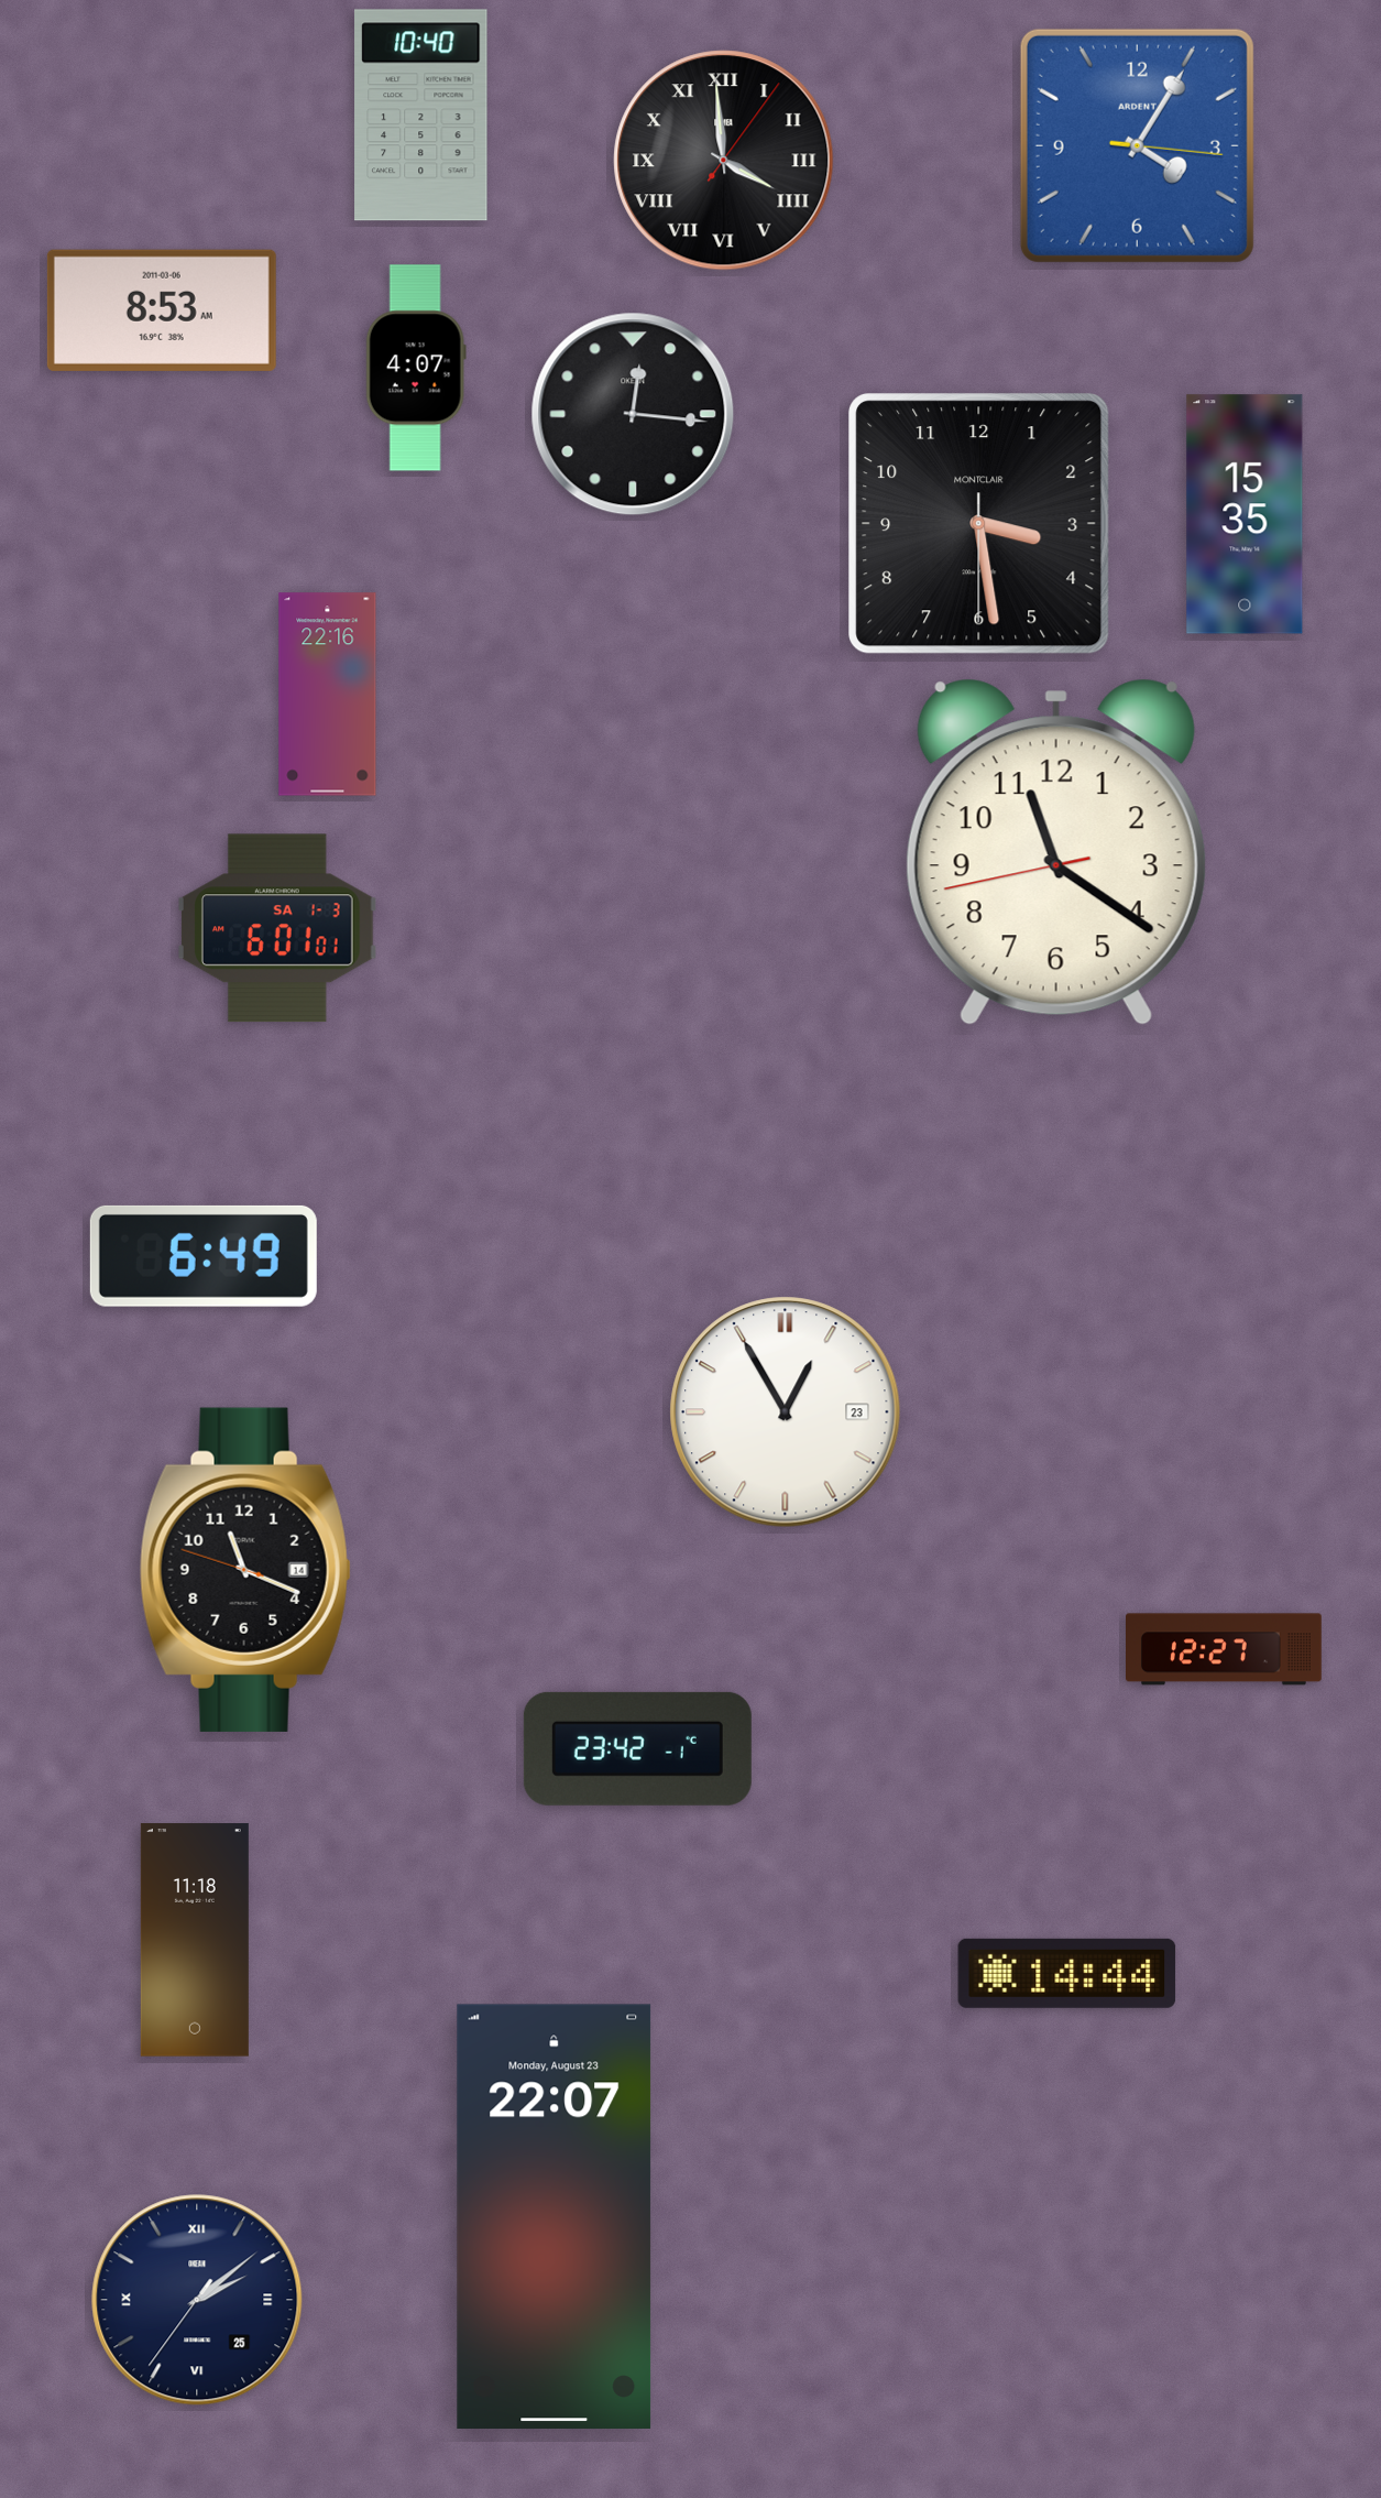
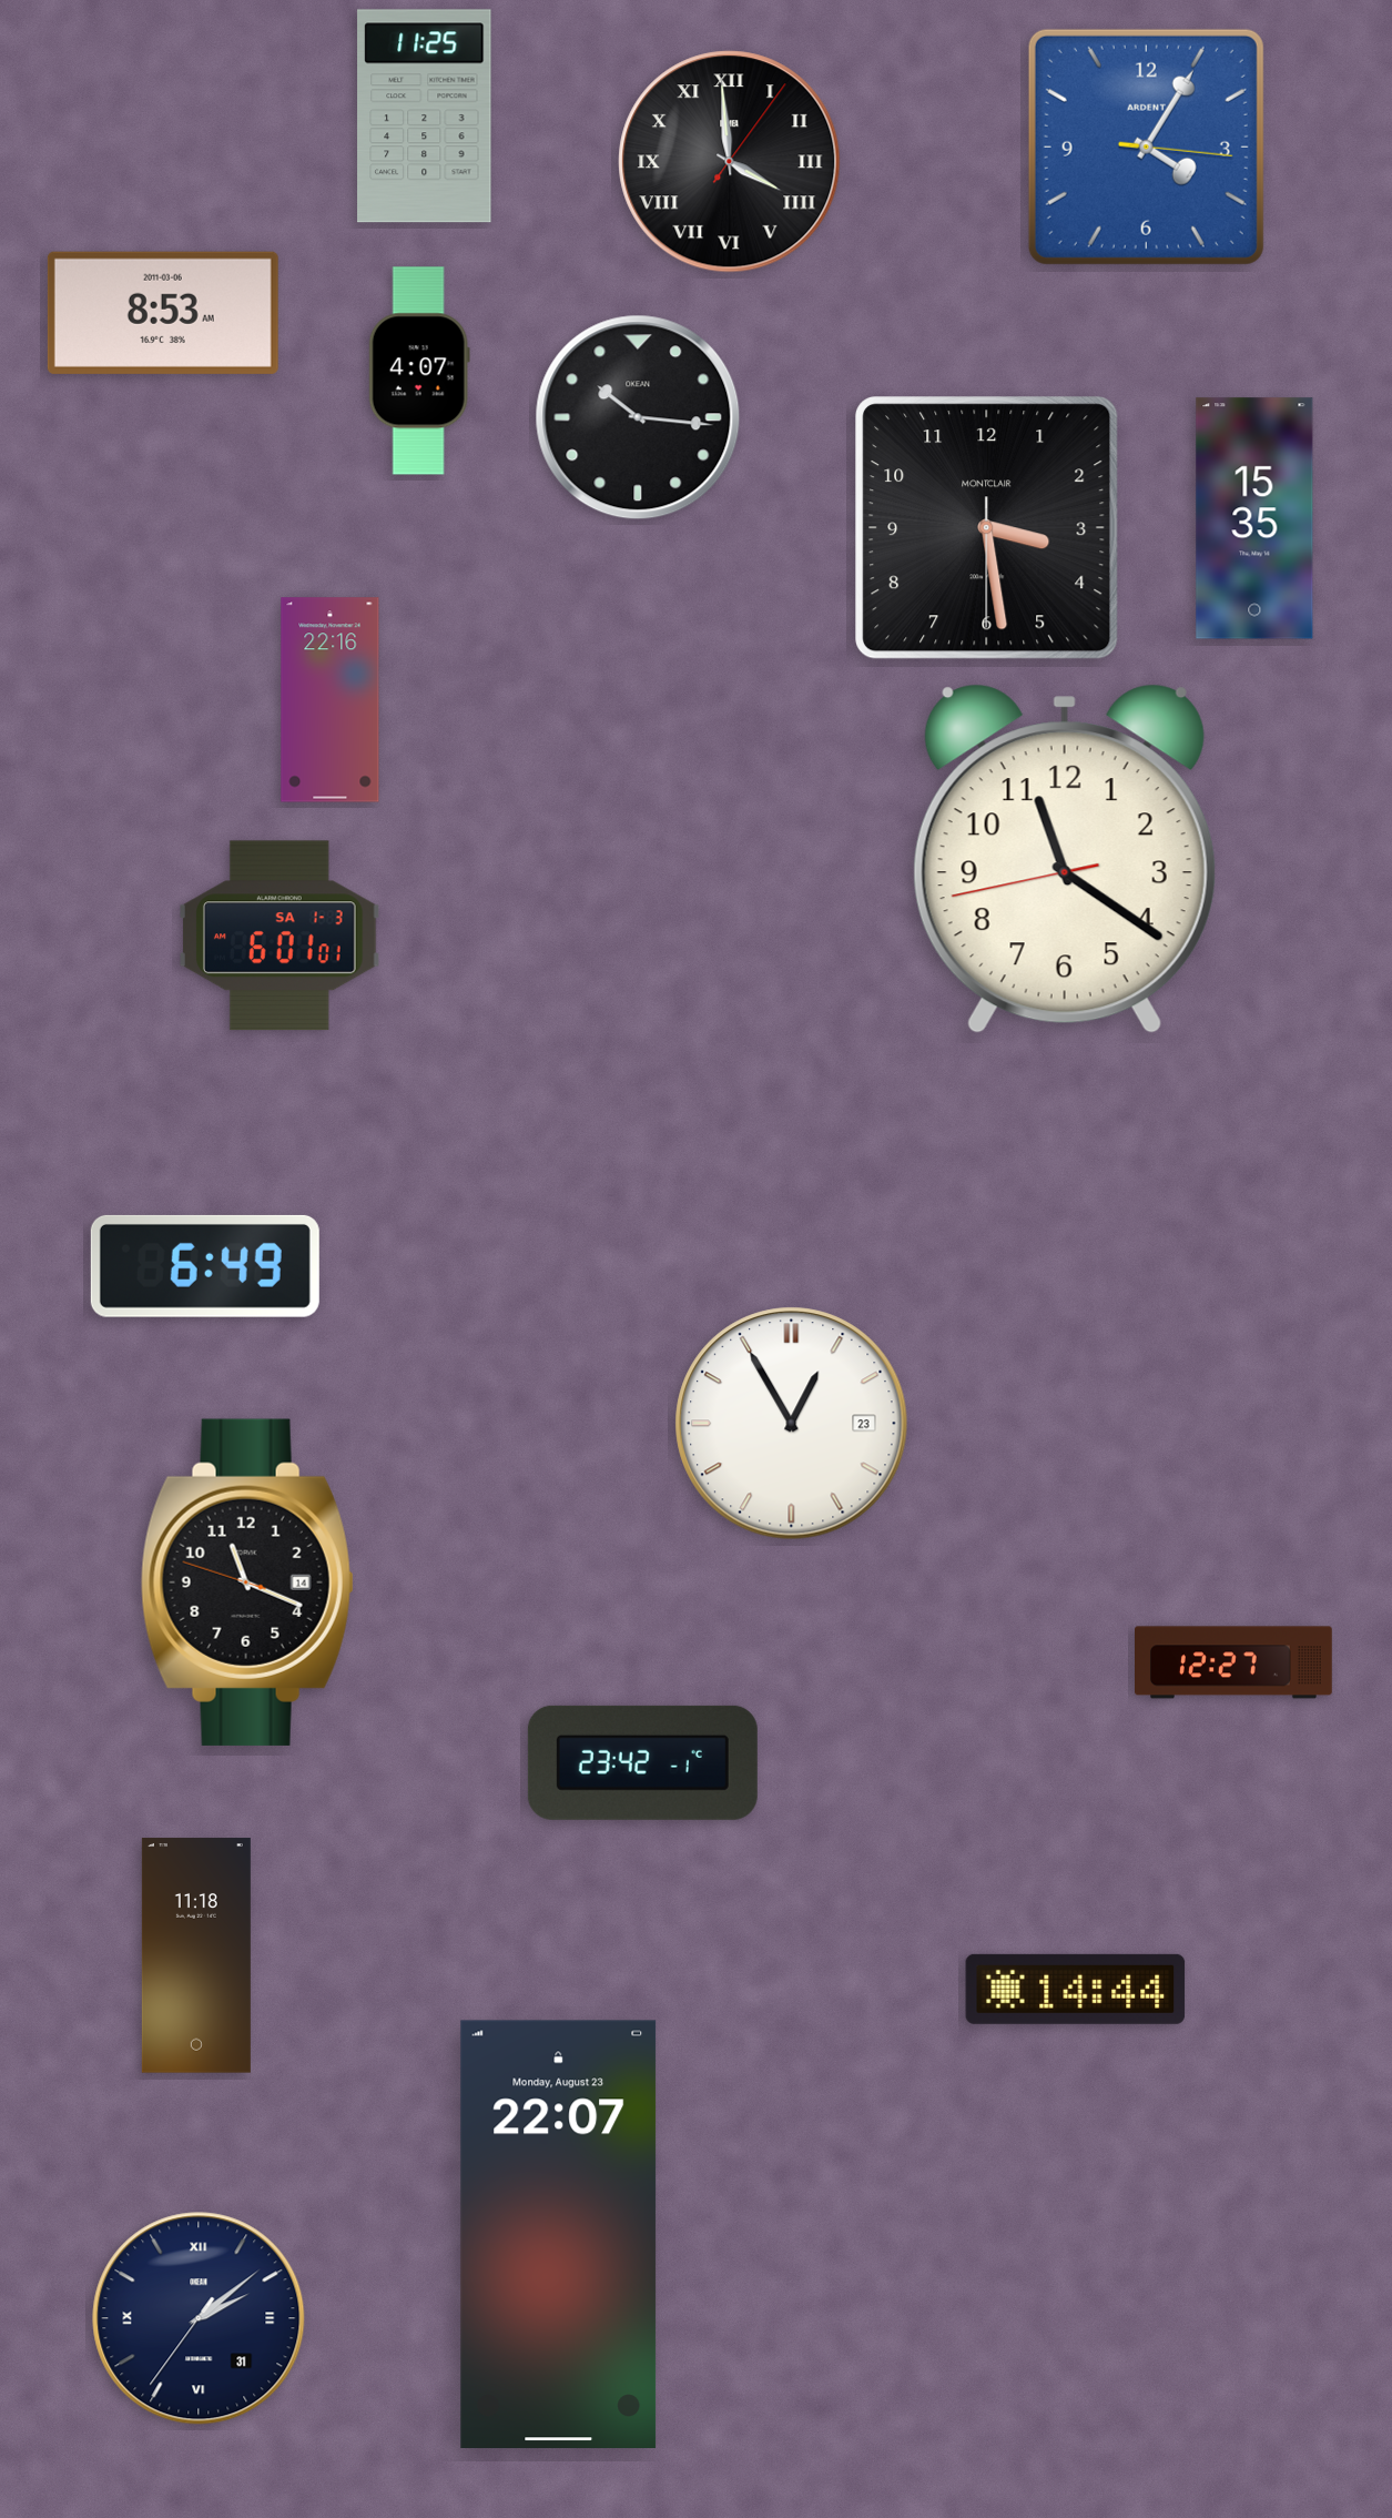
clock at (421, 116): 10:40 -> 11:25
clock at (633, 414): 12:16 -> 10:16
clock at (197, 2300) date: 25 -> 31
